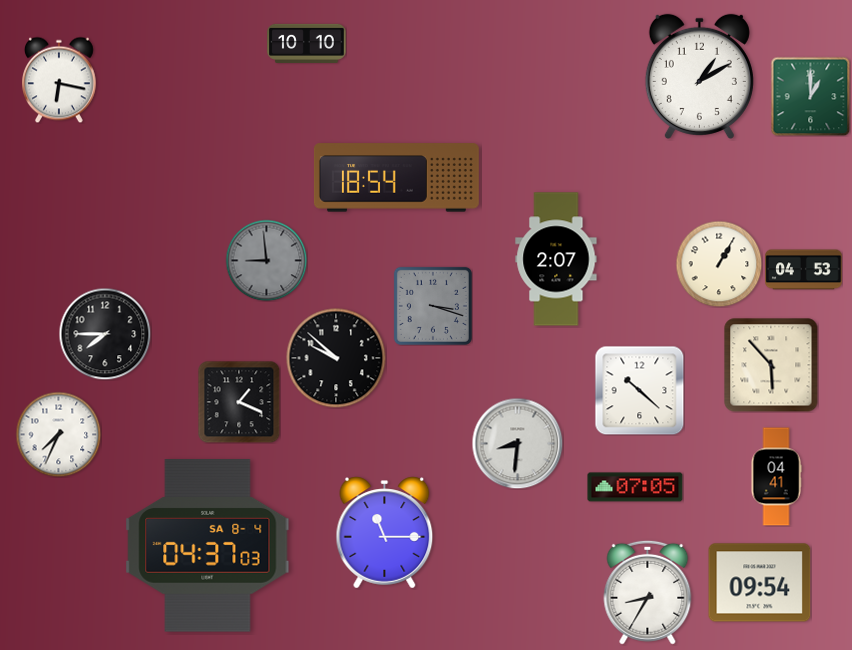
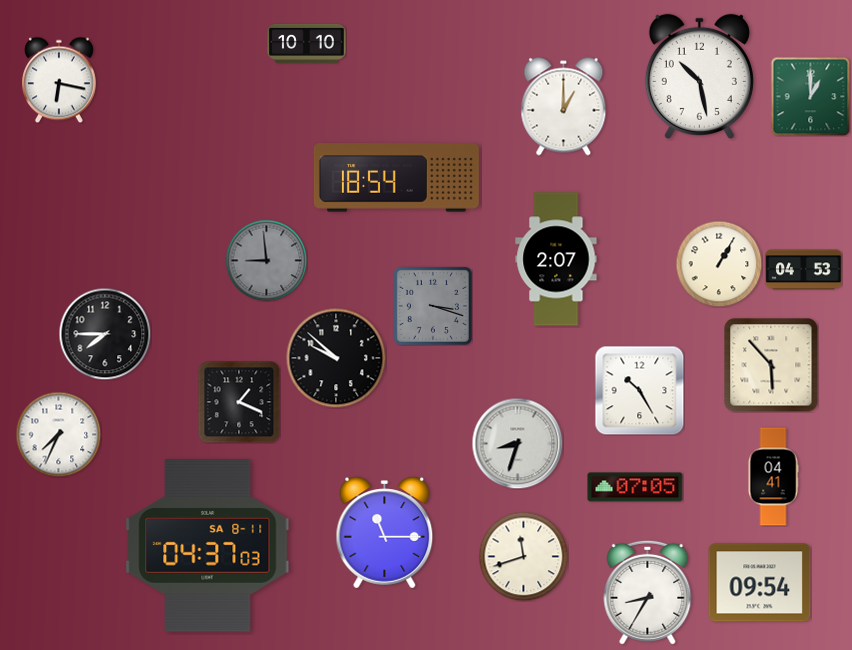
clock at (699, 76): 1:10 -> 10:28
clock at (564, 107): none -> 1:00
clock at (639, 390): 10:22 -> 10:25
clock at (517, 443): 8:31 -> 8:33
clock at (776, 477) position: (776, 477) -> (773, 477)
clock at (208, 546) date: SA 8-4 -> SA 8-11
clock at (523, 556): none -> 11:42
